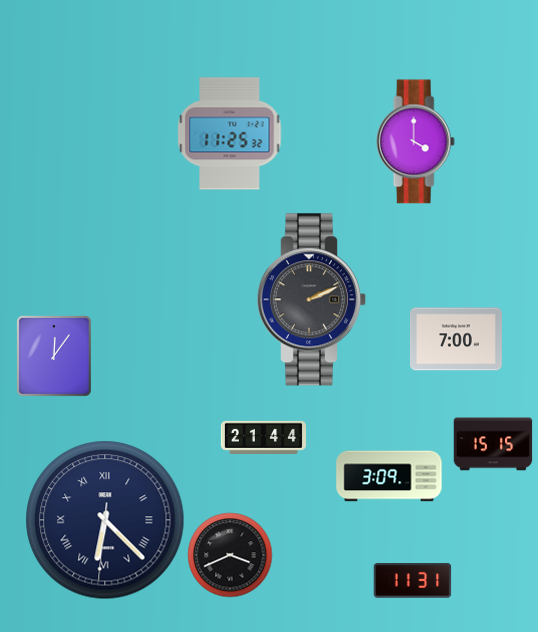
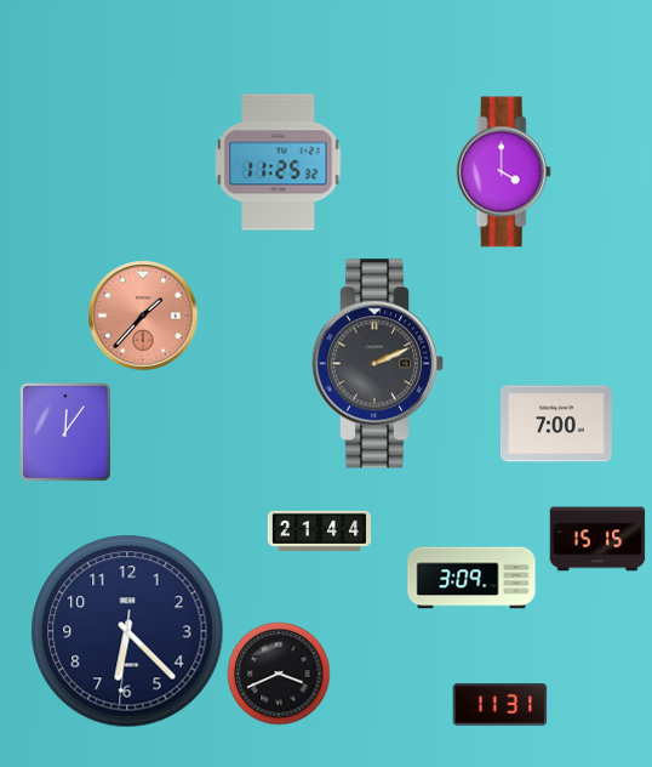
clock at (143, 316): none -> 1:37
clock at (456, 339) position: (456, 339) -> (556, 424)
clock at (105, 520) numerals: Roman -> Arabic
